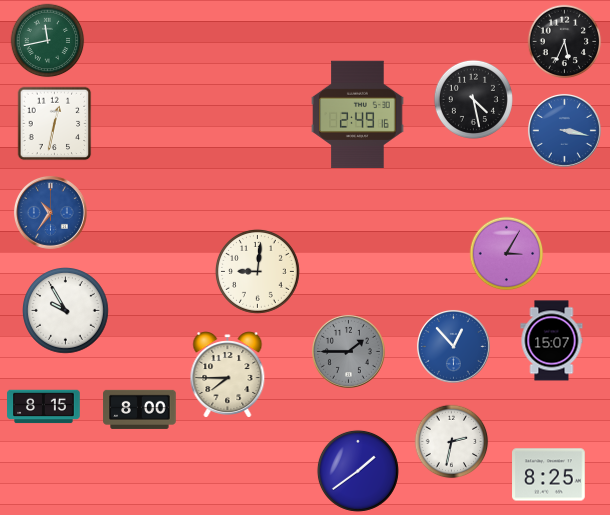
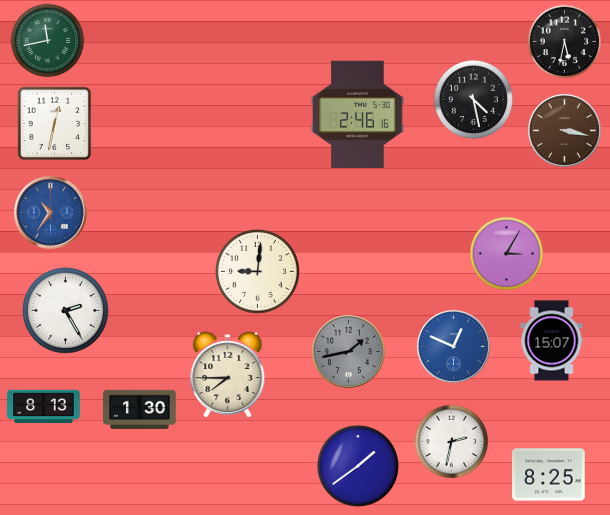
clock at (565, 42): 5:34 -> 5:32
clock at (358, 115): 2:49 -> 2:46
clock at (564, 130) dial: blue -> brown
clock at (66, 311): 9:55 -> 2:25
clock at (453, 346): 12:53 -> 12:49
clock at (348, 351): 1:45 -> 1:43
clock at (44, 407): 8:15 -> 8:13
clock at (140, 409): 8:00 -> 1:30
clock at (358, 471) position: (358, 471) -> (358, 466)
